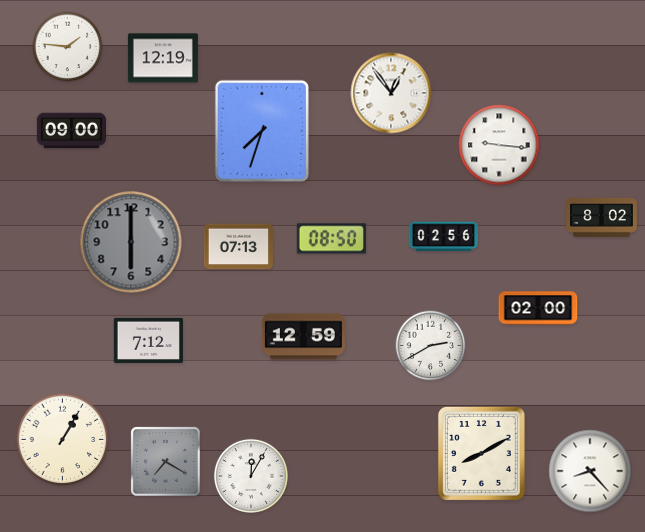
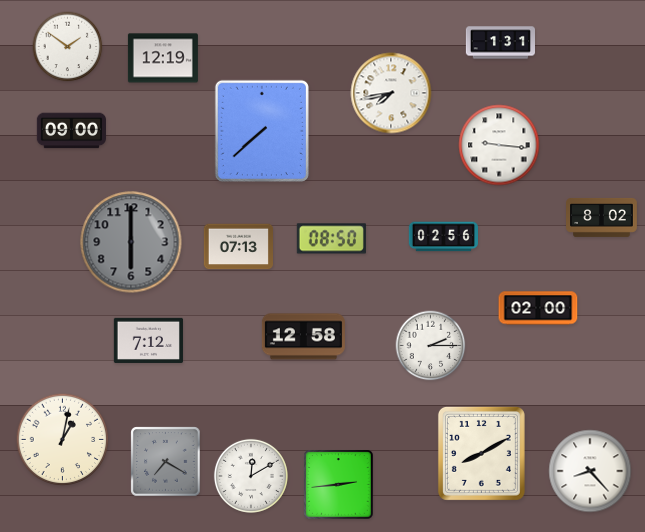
clock at (500, 43): none -> 1:31
clock at (68, 47): 1:46 -> 1:51
clock at (391, 93): 12:54 -> 7:43
clock at (262, 131): 7:33 -> 7:38
clock at (303, 337): 12:59 -> 12:58
clock at (431, 346): 2:40 -> 2:15
clock at (63, 440): 1:05 -> 1:02
clock at (251, 476): 12:05 -> 12:10
clock at (339, 485): none -> 2:44
